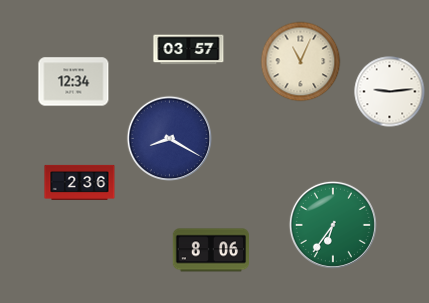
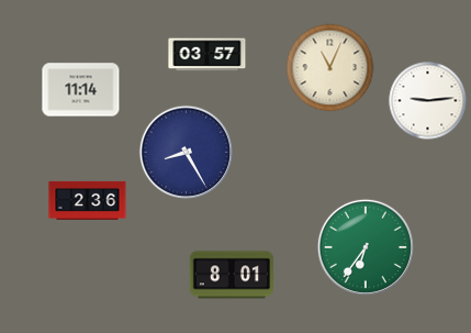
clock at (74, 82): 12:34 -> 11:14
clock at (169, 138): 8:20 -> 8:25
clock at (210, 250): 8:06 -> 8:01
